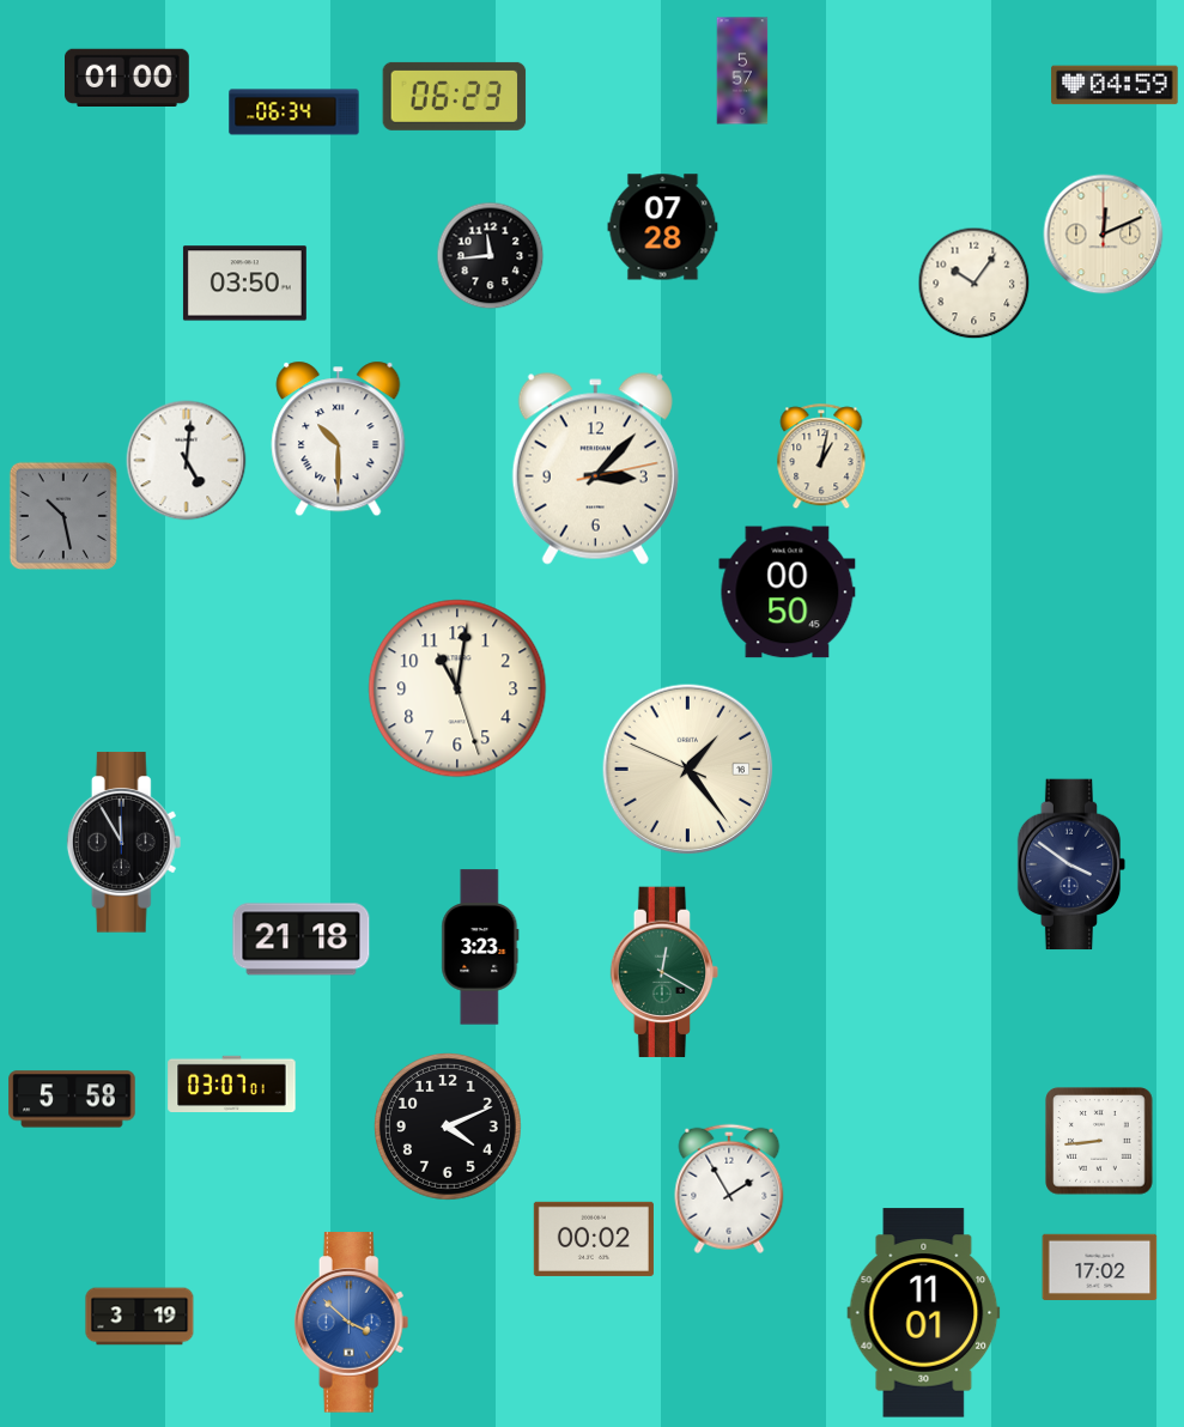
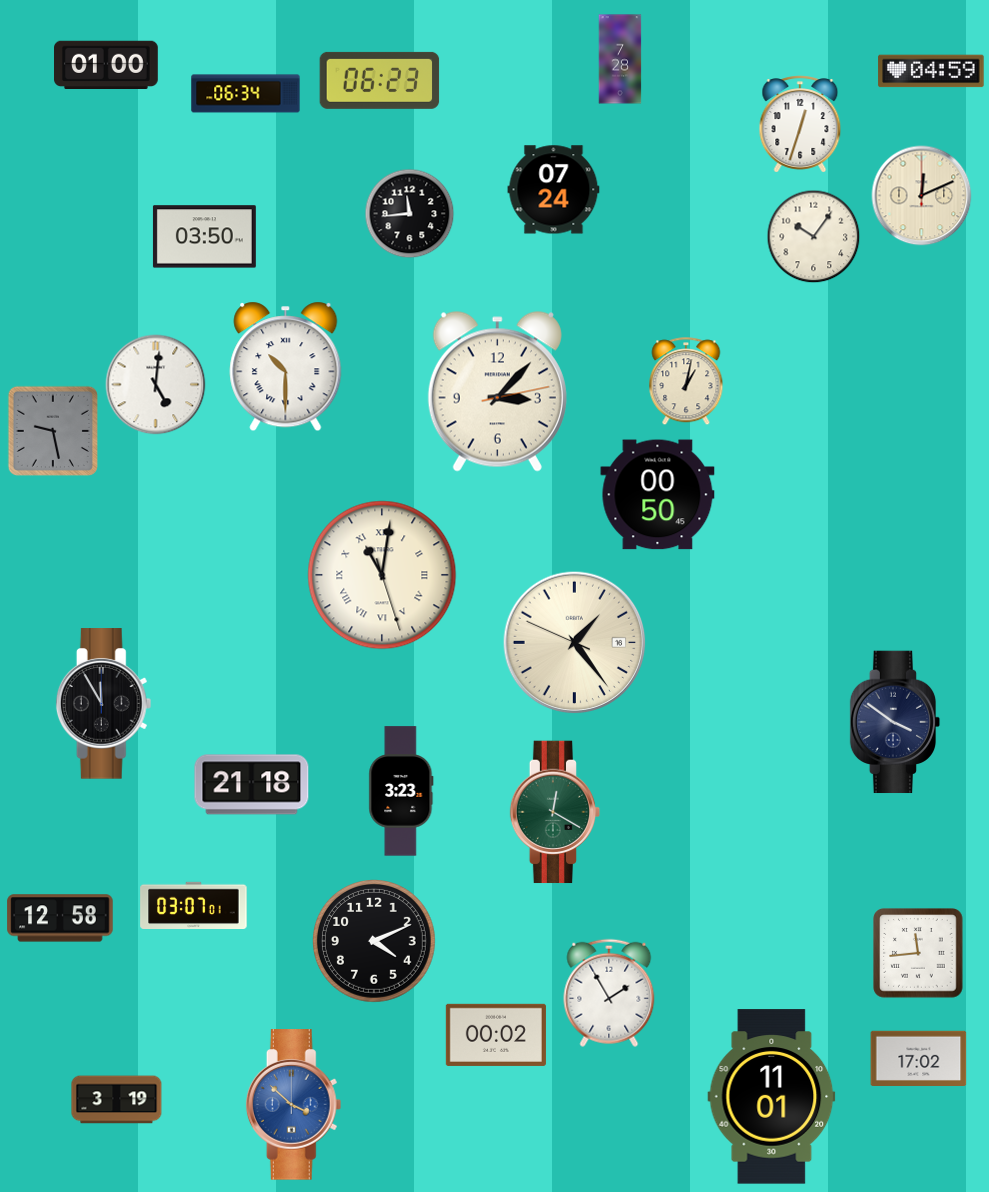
clock at (742, 71): 5:57 -> 7:28
clock at (800, 124): none -> 12:33
clock at (663, 227): 07:28 -> 07:24
clock at (339, 439) position: (339, 439) -> (286, 367)
clock at (63, 516): 10:28 -> 9:28
clock at (457, 688) numerals: Arabic -> Roman
clock at (72, 1099): 5:58 -> 12:58
clock at (1099, 1141): 8:44 -> 11:44
